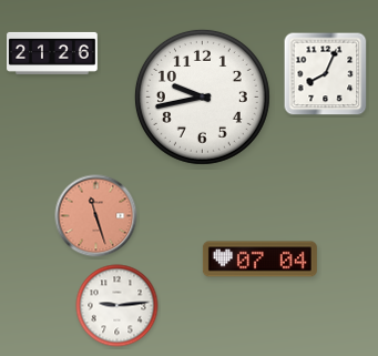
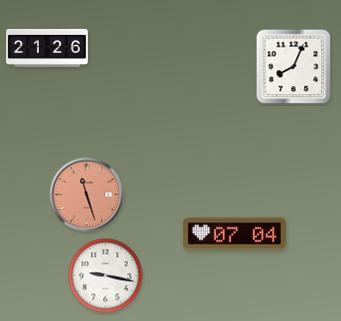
clock at (202, 96): 9:43 -> none
clock at (118, 306): 9:14 -> 9:17
